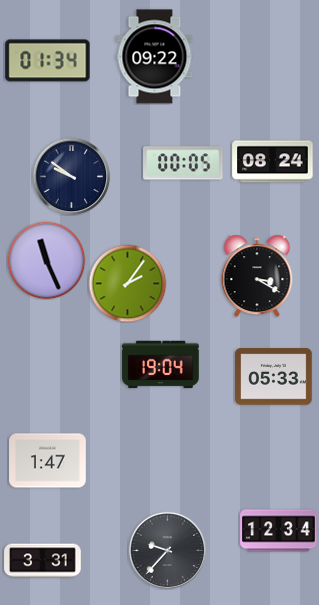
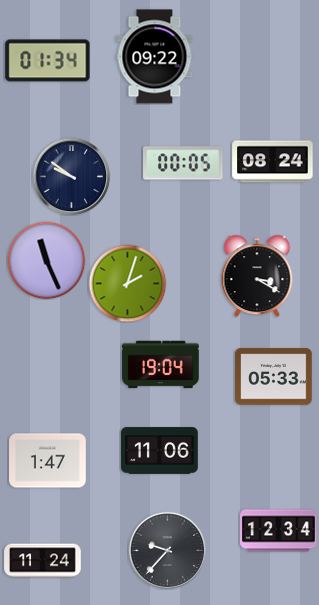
clock at (127, 283): 2:06 -> 2:03
clock at (160, 451): none -> 11:06
clock at (43, 561): 3:31 -> 11:24
